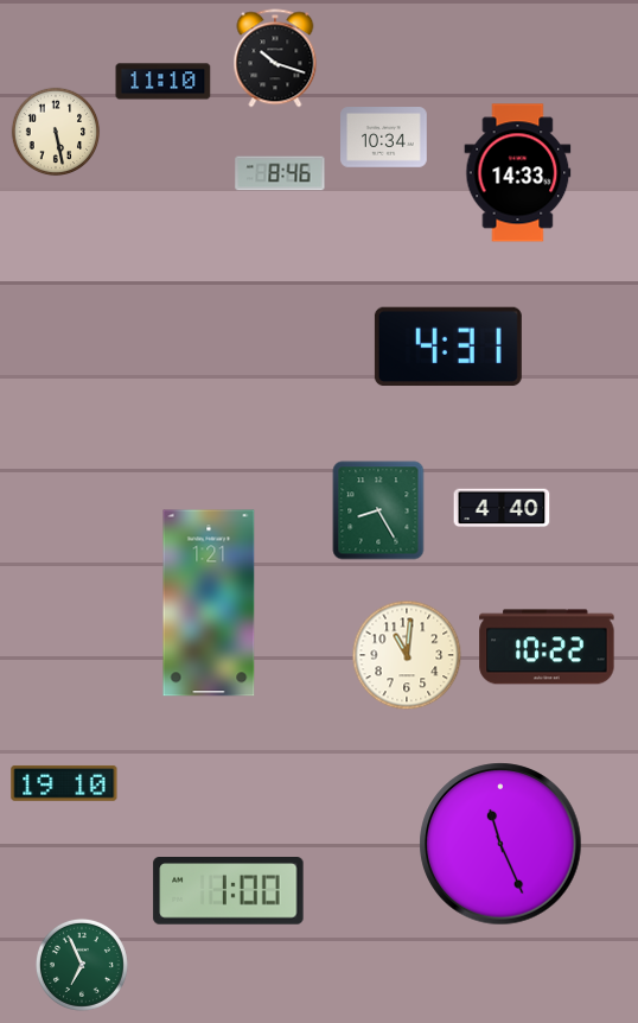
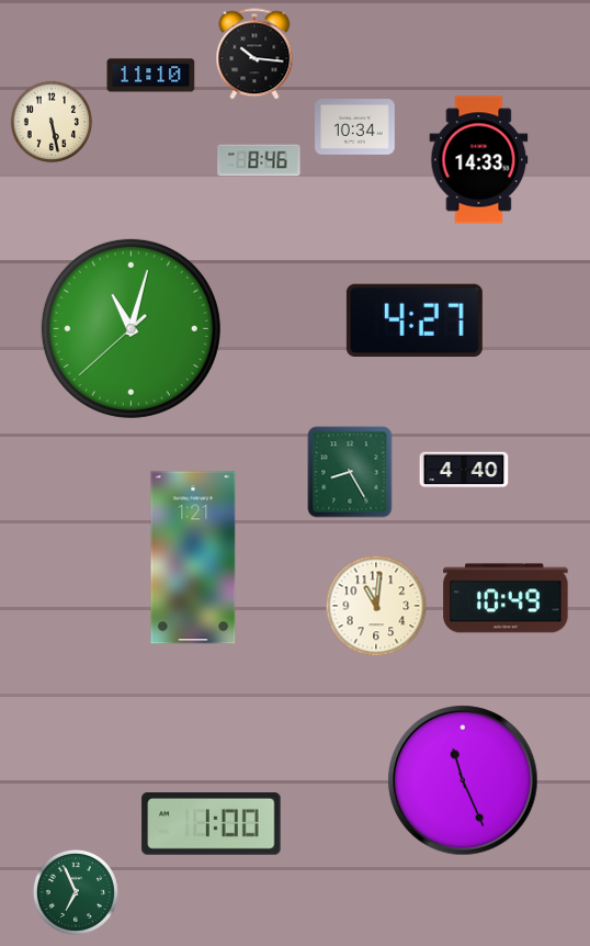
clock at (275, 58): 10:18 -> 10:16
clock at (448, 347): 4:31 -> 4:27
clock at (131, 328): none -> 11:02
clock at (547, 647): 10:22 -> 10:49
clock at (64, 783): 19:10 -> none
